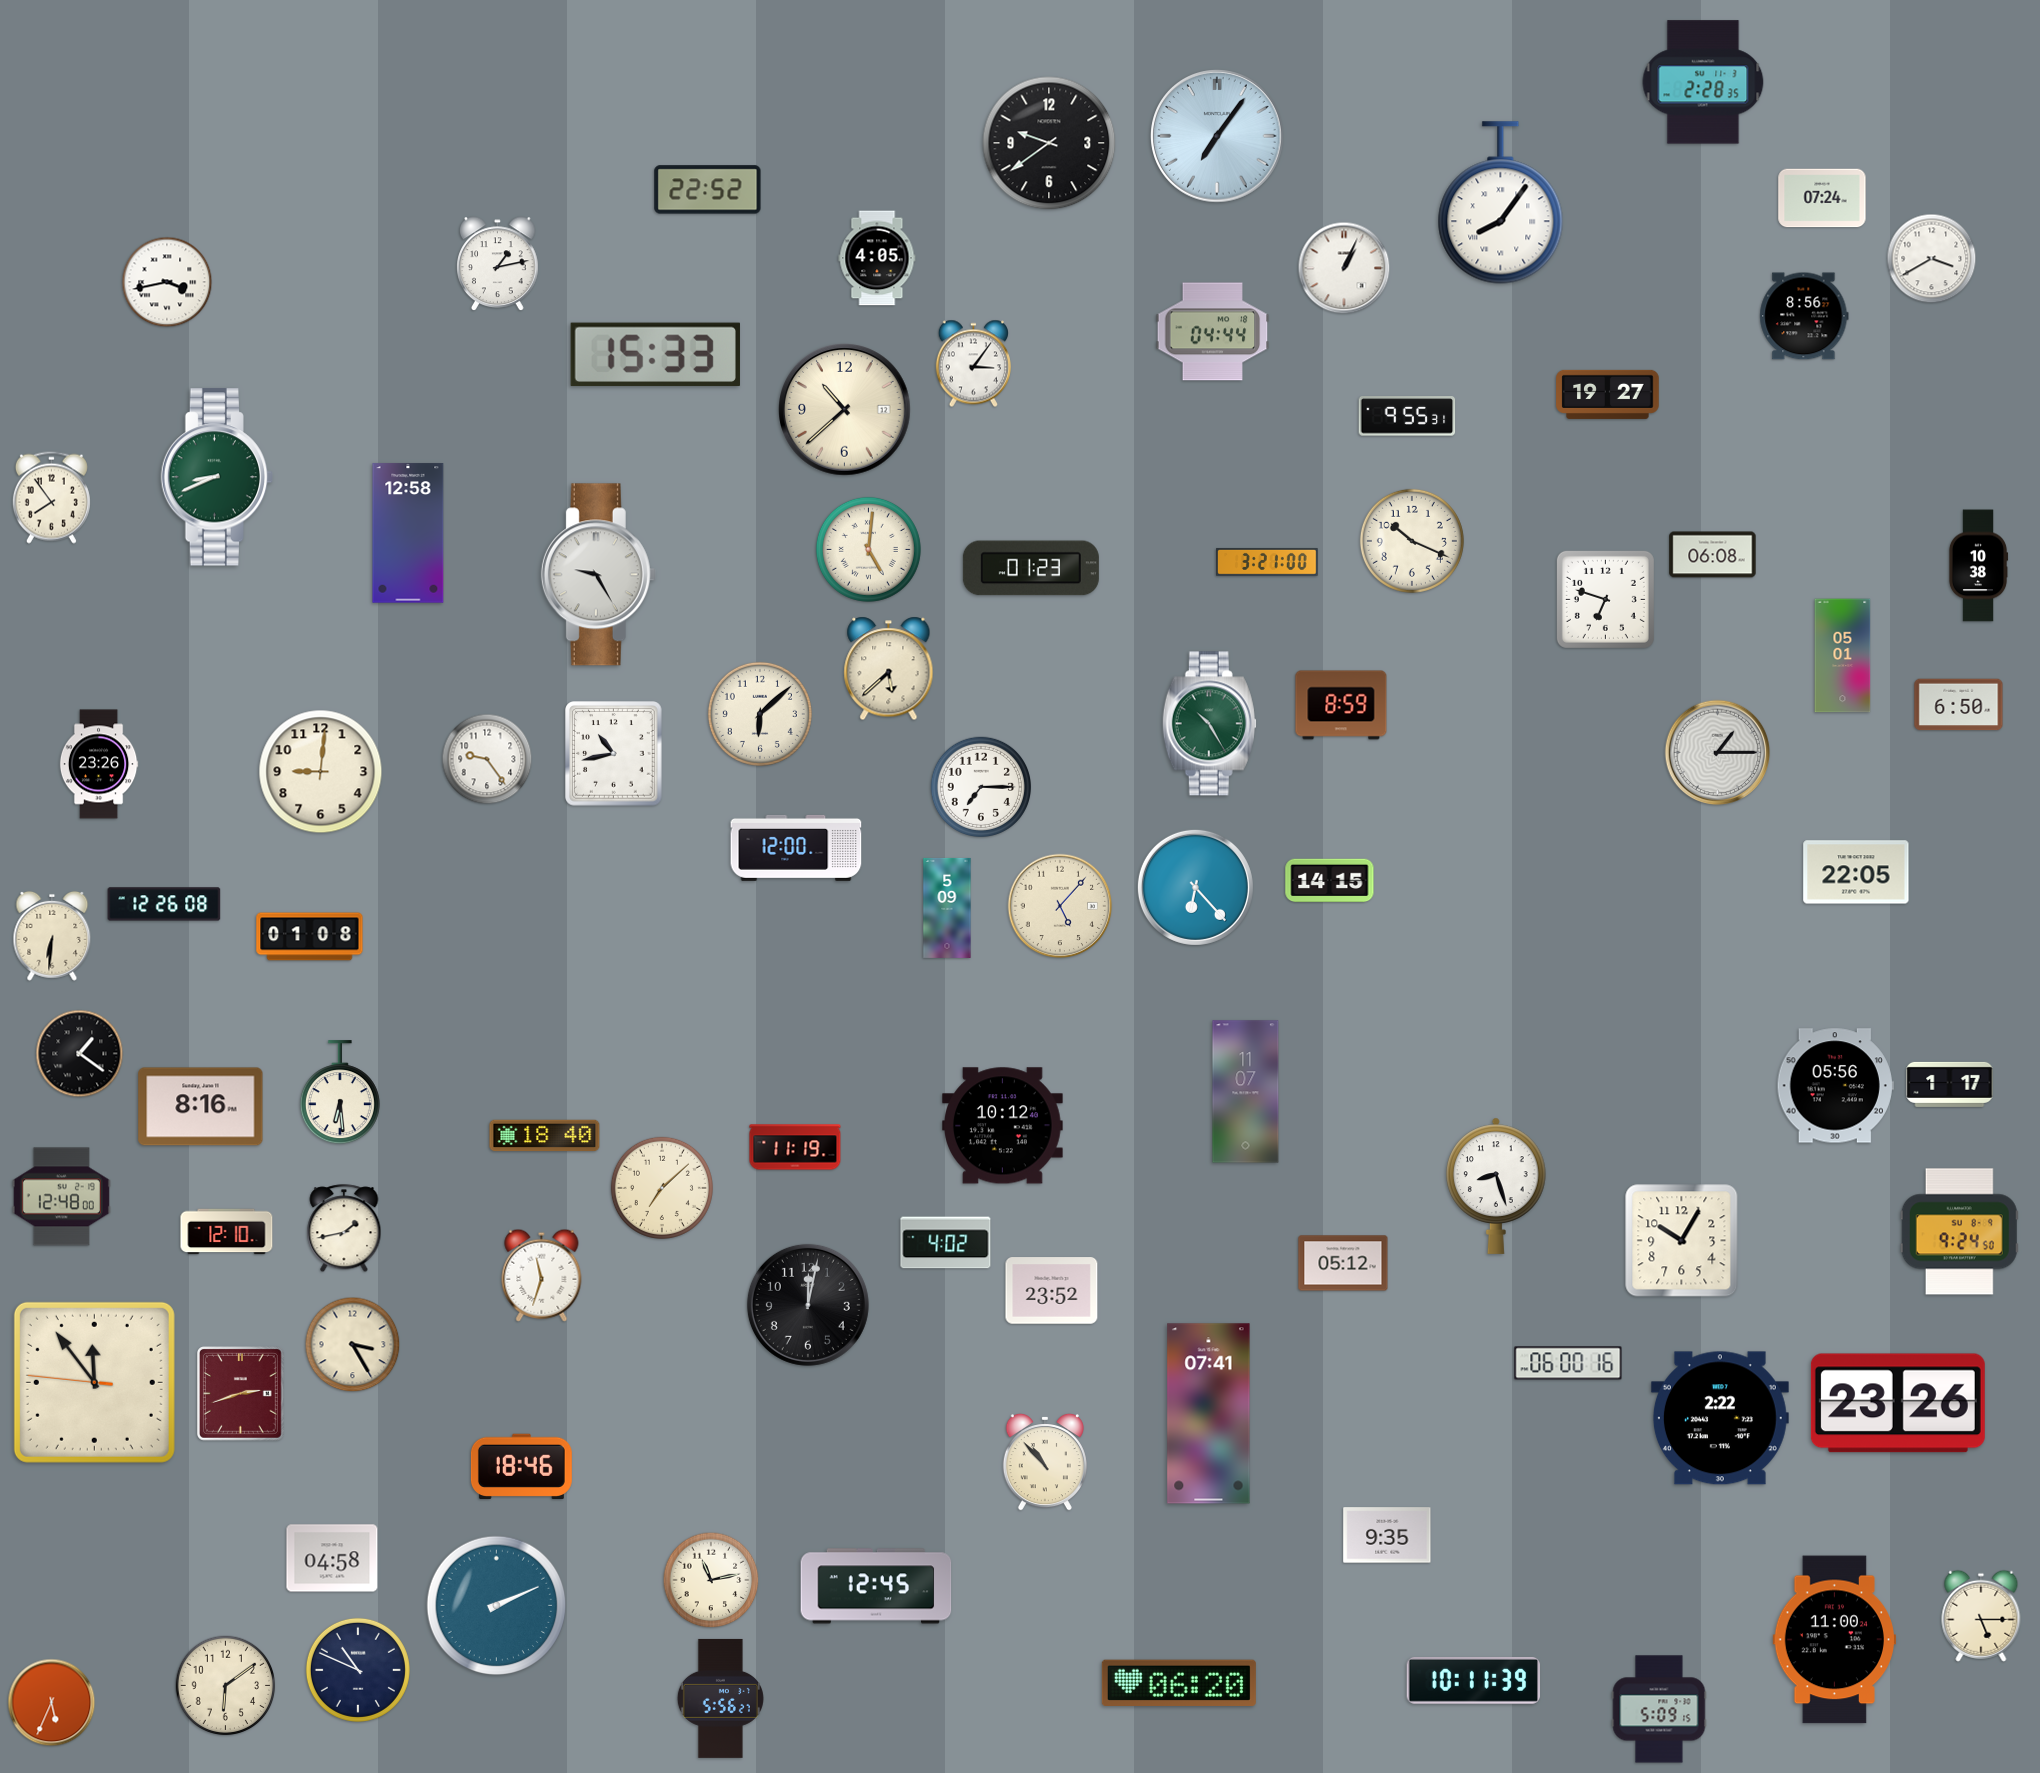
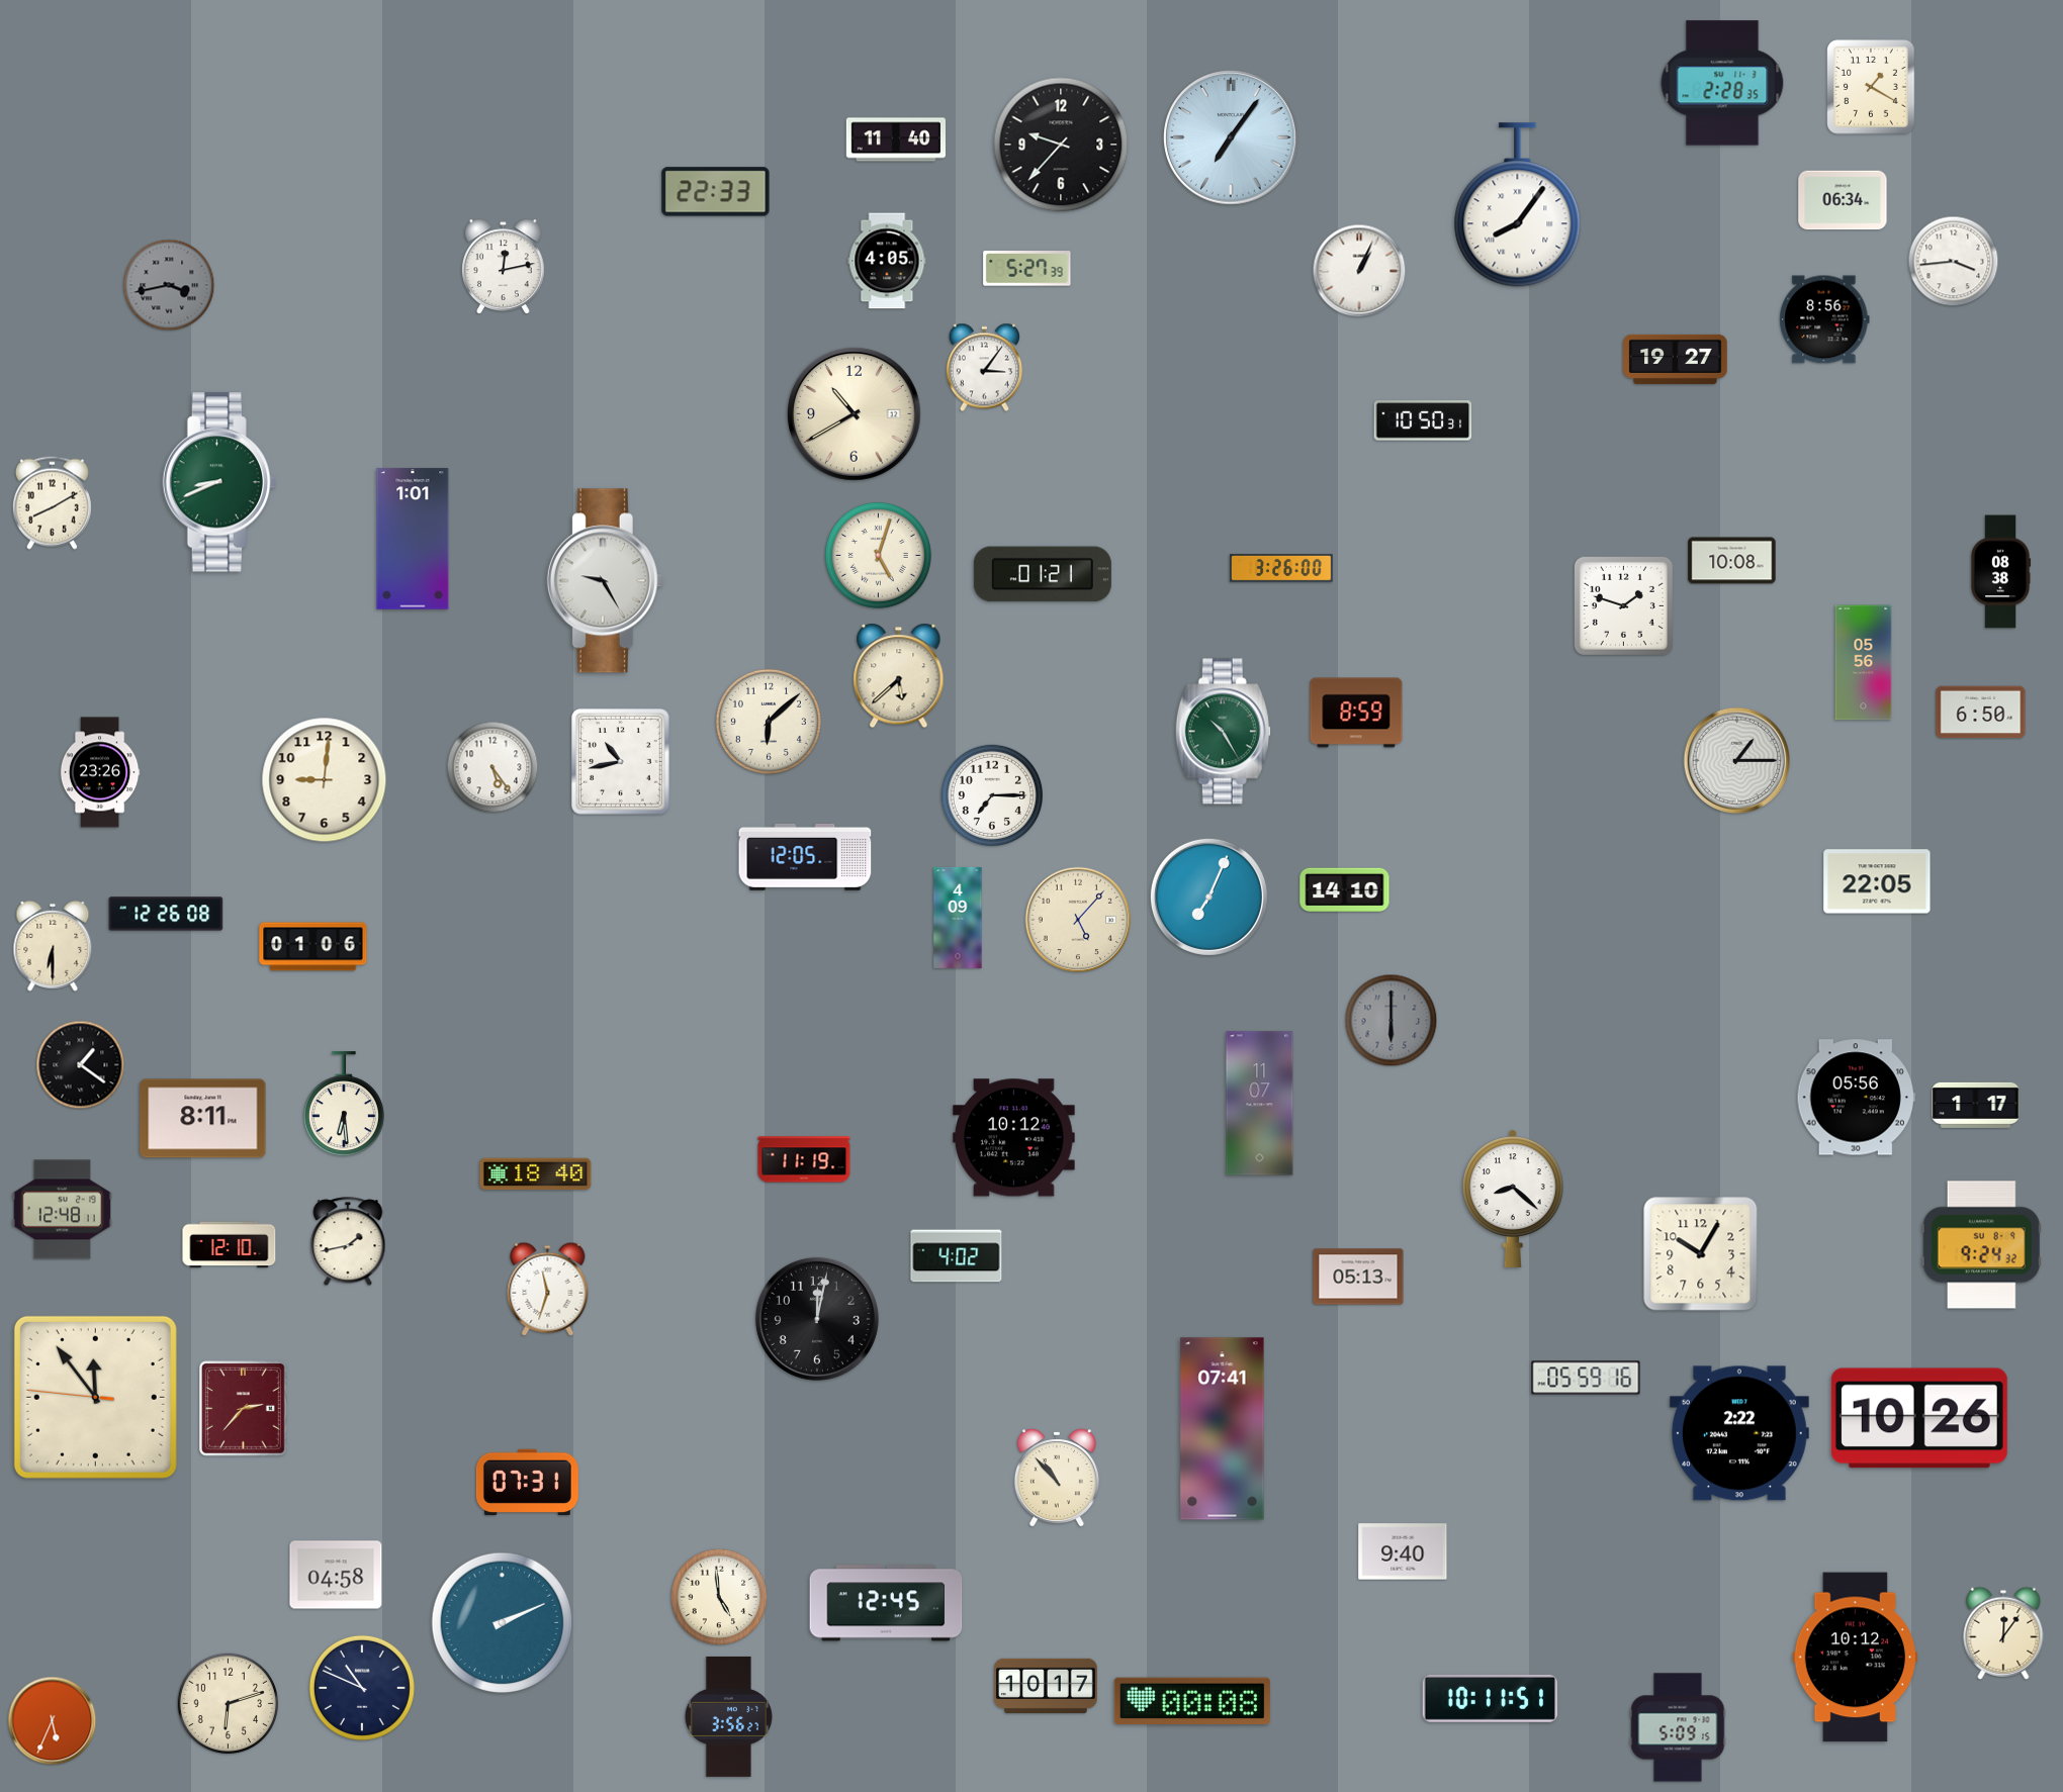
clock at (1871, 87): none -> 1:20
clock at (895, 139): none -> 11:40
clock at (1049, 143): 9:39 -> 9:37
clock at (708, 190): 22:52 -> 22:33
clock at (1822, 198): 07:24 -> 06:34
clock at (1932, 259): 3:40 -> 3:44
clock at (498, 264): 1:13 -> 12:13
clock at (1027, 269): none -> 5:27
clock at (167, 282) dial: white -> grey
clock at (1213, 332): 04:44 -> none
clock at (655, 355): 15:33 -> none
clock at (1608, 394) position: (1608, 394) -> (1676, 359)
clock at (845, 410): 10:38 -> 10:40
clock at (1407, 416): 9:55 -> 10:50
clock at (51, 497): 7:54 -> 8:10
clock at (408, 533): 12:58 -> 1:01
clock at (1412, 541): 10:19 -> none
clock at (868, 549): 5:01 -> 5:03
clock at (1713, 555): 06:08 -> 10:08
clock at (1268, 562): 3:21 -> 3:26
clock at (1978, 566): 10:38 -> 08:38
clock at (1031, 568): 01:23 -> 01:21
clock at (1605, 599): 6:48 -> 1:48
clock at (1843, 656): 05:01 -> 05:56
clock at (487, 759): 9:24 -> 5:24
clock at (796, 848): 12:00 -> 12:05
clock at (1330, 881): 14:15 -> 14:10
clock at (1195, 887): 6:23 -> 7:04
clock at (1060, 906) position: (1060, 906) -> (1078, 920)
clock at (947, 908): 5:09 -> 4:09
clock at (52, 936): 6:31 -> 6:30
clock at (310, 937): 01:08 -> 01:06
clock at (1392, 1021): none -> 6:00
clock at (1950, 1084) position: (1950, 1084) -> (1976, 1105)
clock at (201, 1107): 8:16 -> 8:11
clock at (545, 1136) position: (545, 1136) -> (536, 1174)
clock at (1497, 1186): 8:27 -> 8:22
clock at (662, 1188): 7:08 -> none
clock at (61, 1197): 12:48:00 -> 12:48:11
clock at (1959, 1232): 9:24:50 -> 9:24:32
clock at (1343, 1263): 05:12 -> 05:13
clock at (1052, 1291): 23:52 -> none
clock at (353, 1345): 3:25 -> none
clock at (1568, 1363): 06:00 -> 05:59
clock at (241, 1394): 2:42 -> 2:37
clock at (1898, 1403): 23:26 -> 10:26
clock at (521, 1466): 18:46 -> 07:31
clock at (1387, 1535): 9:35 -> 9:40
clock at (711, 1580): 11:13 -> 4:59
clock at (1981, 1616): 5:15 -> 12:06
clock at (1834, 1640): 11:00 -> 10:12
clock at (1047, 1685): none -> 10:17
clock at (1474, 1680): 10:11:39 -> 10:11:51
clock at (1179, 1683): 06:20 -> 00:08
clock at (226, 1686): 6:09 -> 6:12
clock at (720, 1698): 5:56 -> 3:56
